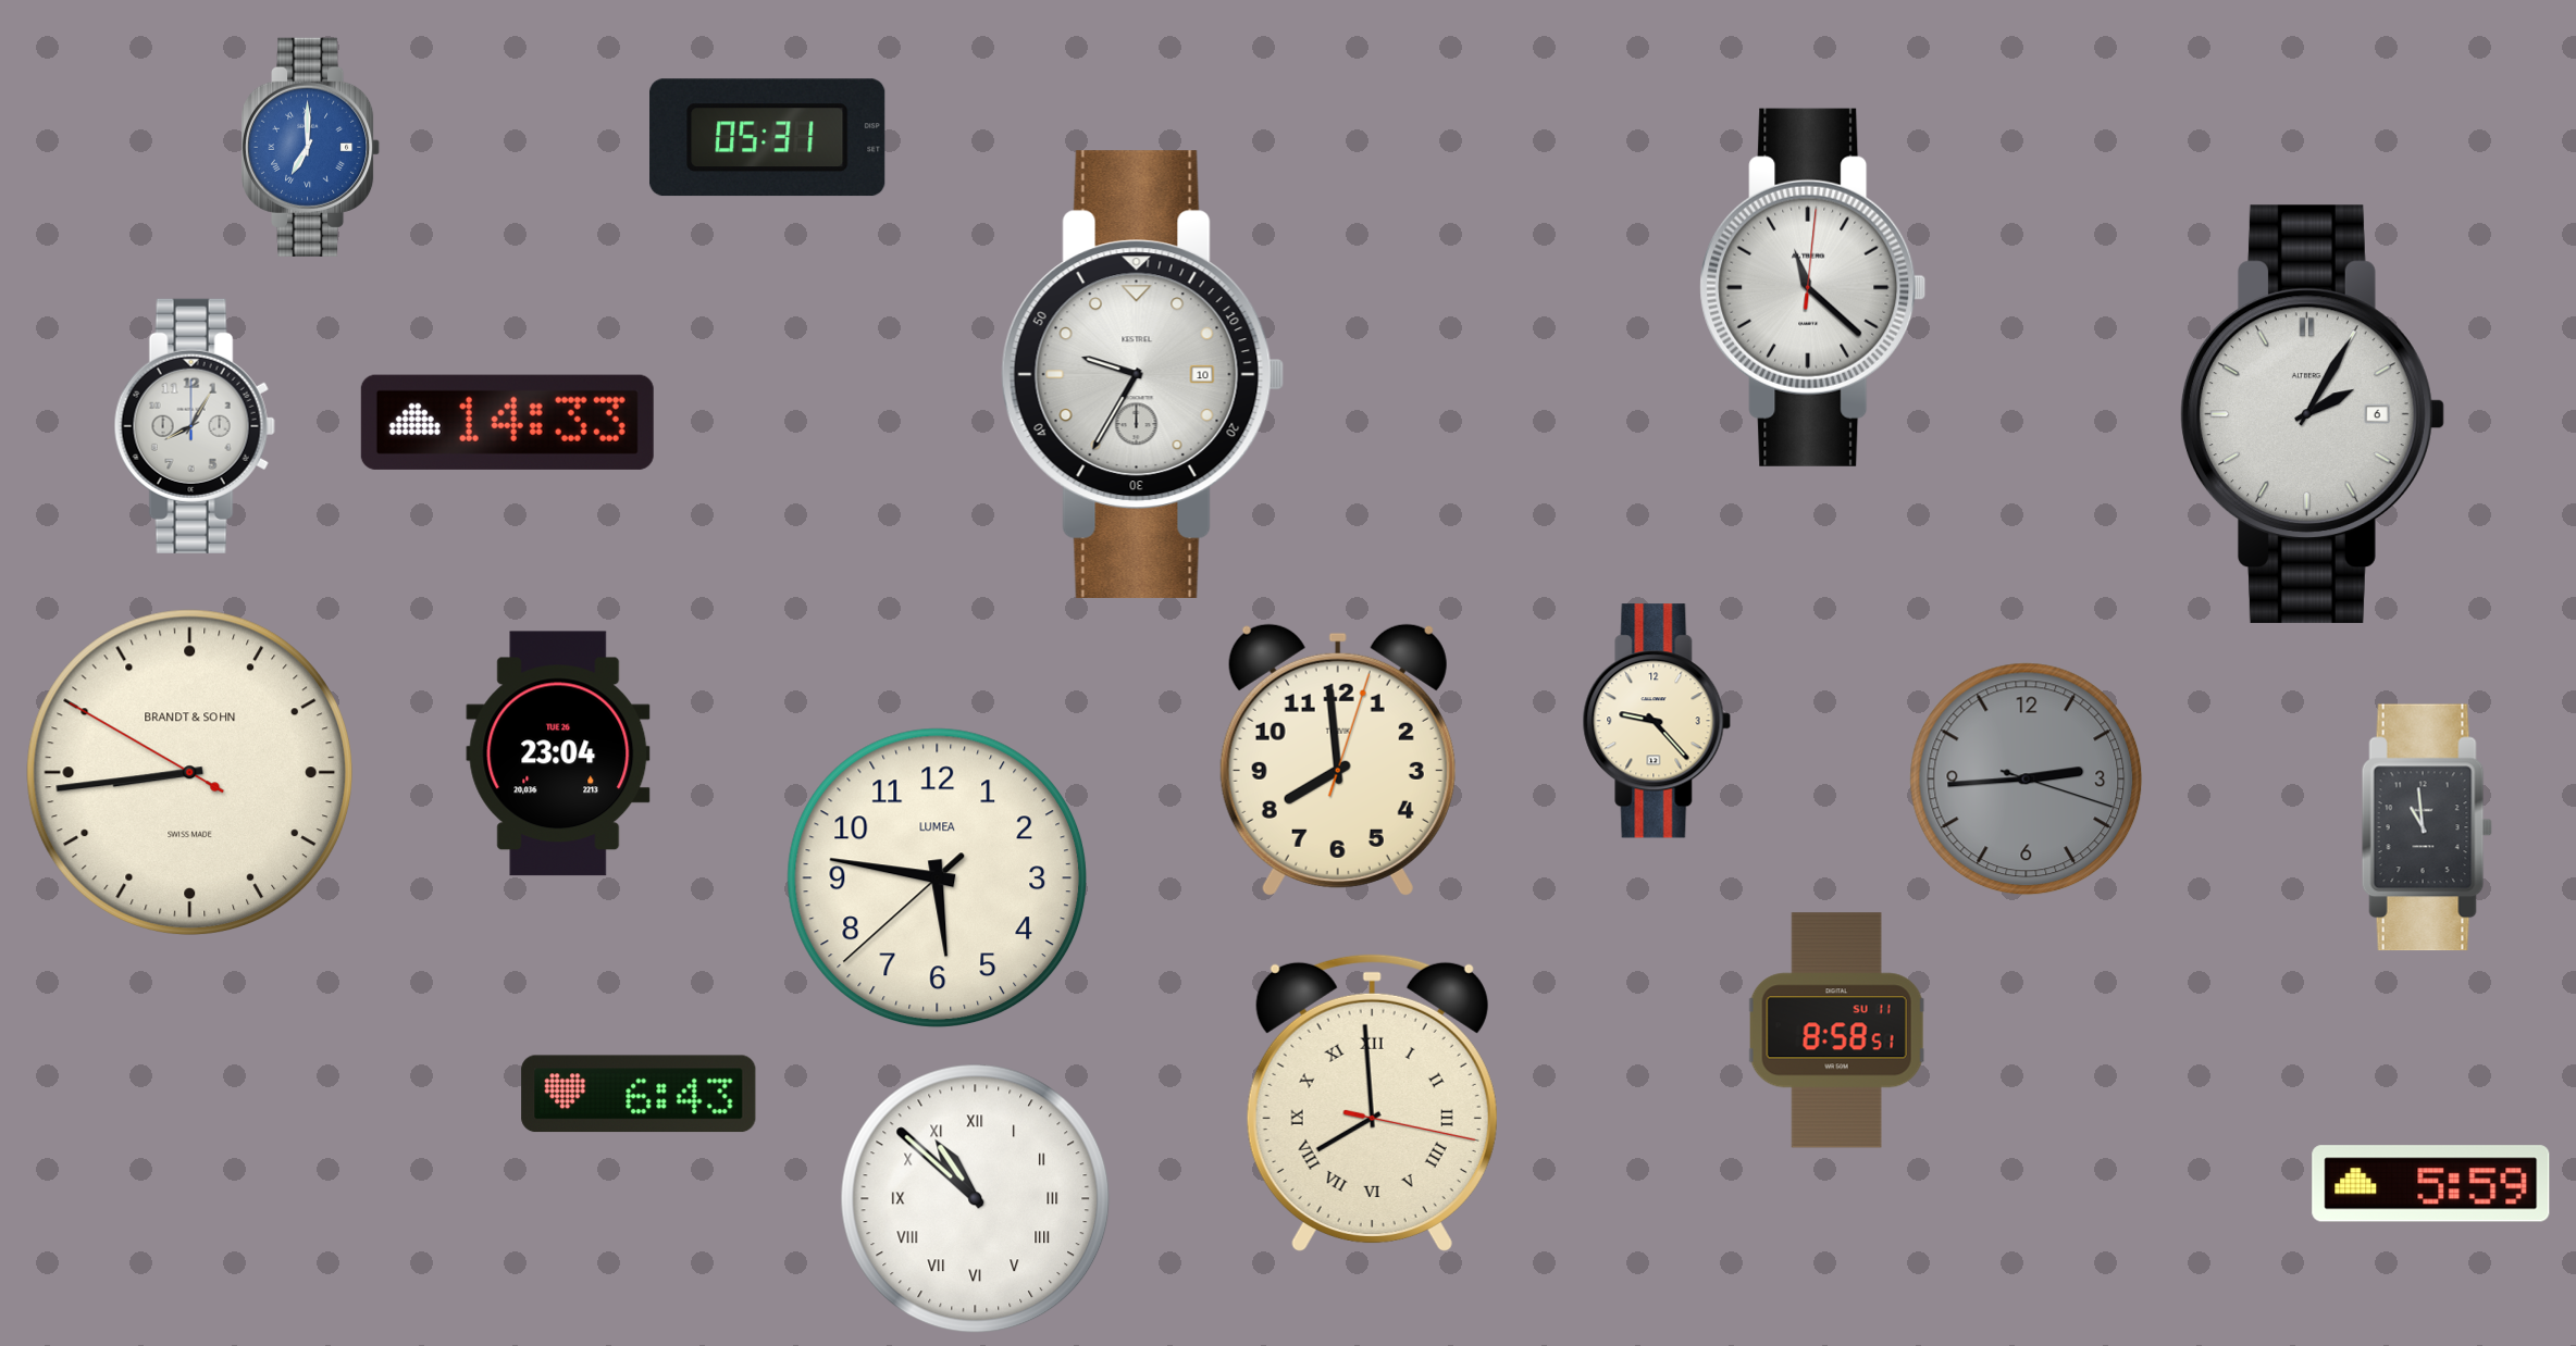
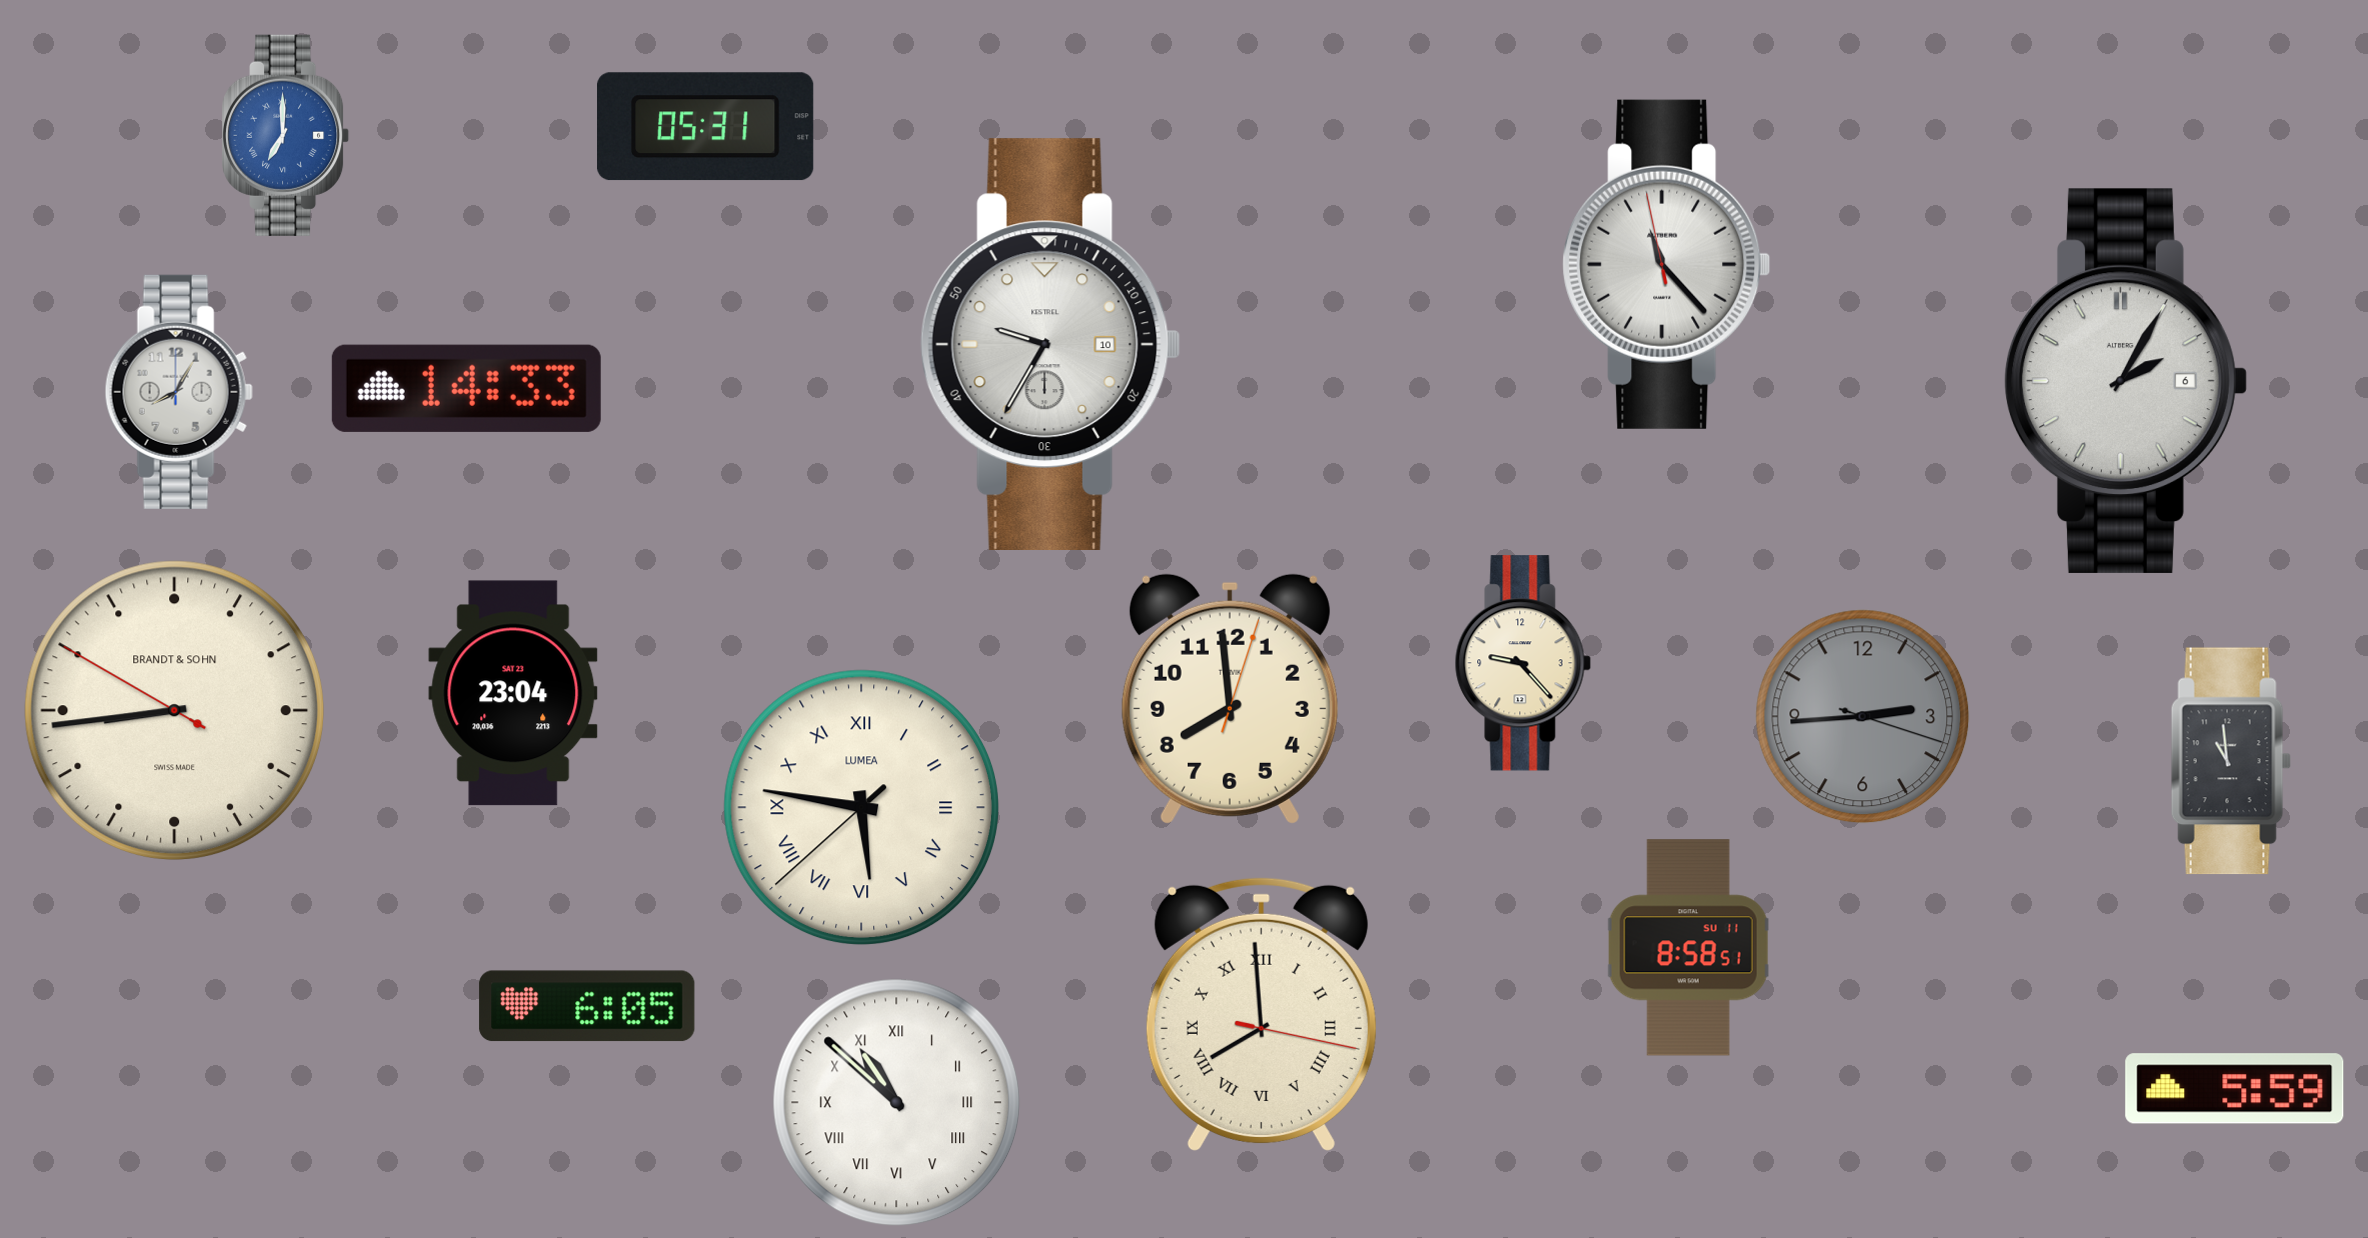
clock at (1813, 287): 11:22:01 -> 11:22:58
clock at (558, 753) date: TUE 26 -> SAT 23
clock at (938, 878) numerals: Arabic -> Roman
clock at (639, 1094): 6:43 -> 6:05
